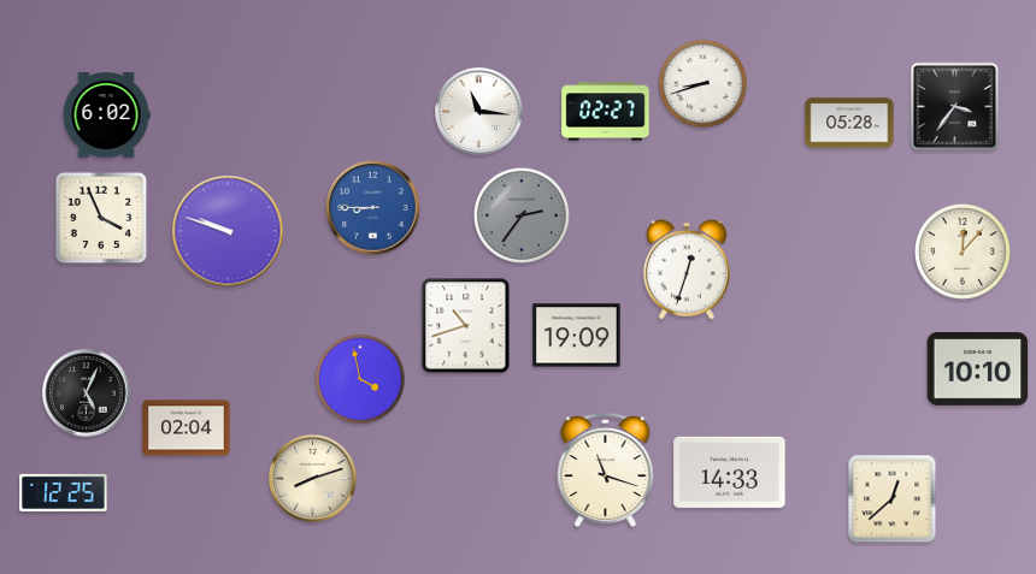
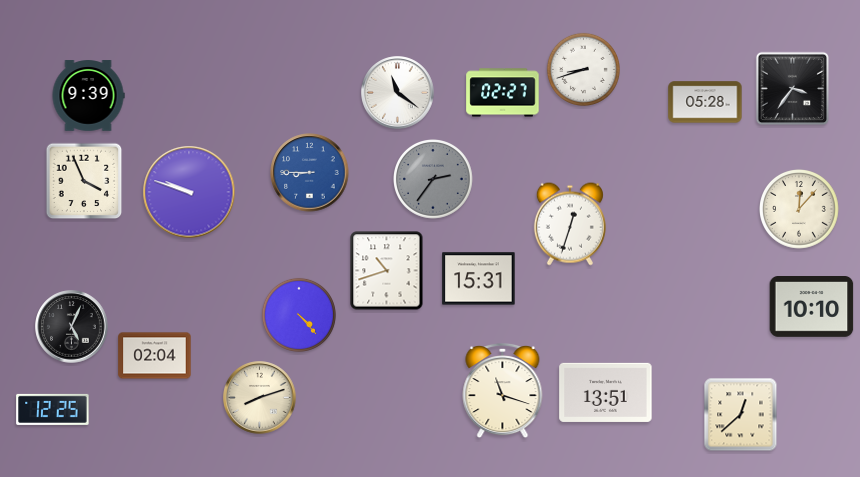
clock at (479, 112): 11:16 -> 11:21
clock at (106, 116): 6:02 -> 9:39
clock at (577, 336): 19:09 -> 15:31
clock at (360, 379): 3:58 -> 4:23
clock at (730, 472): 14:33 -> 13:51
